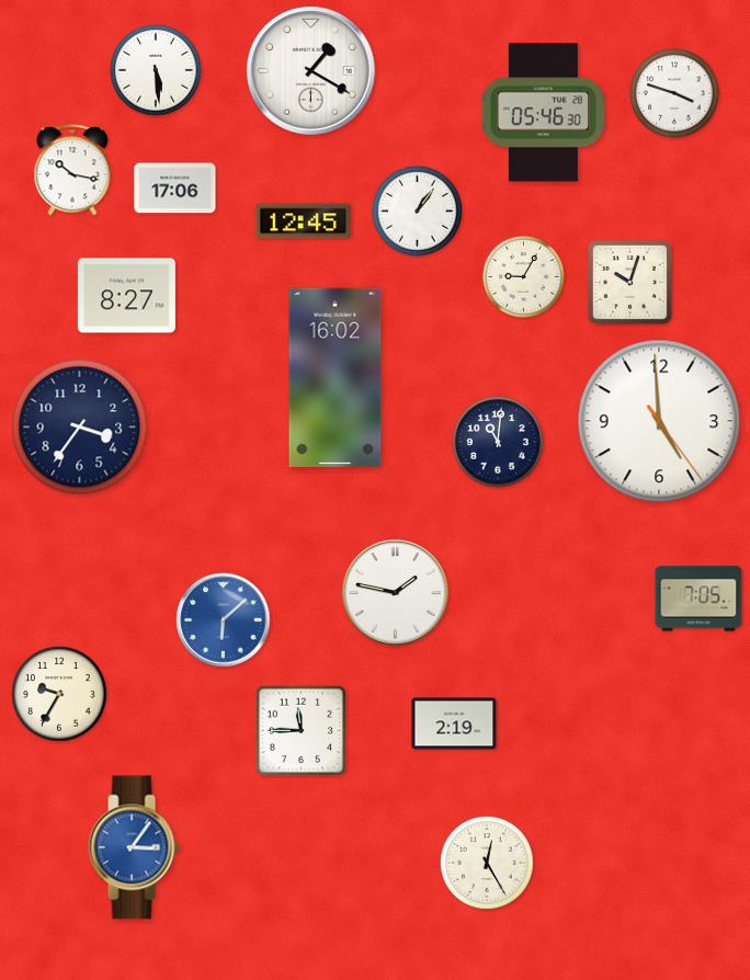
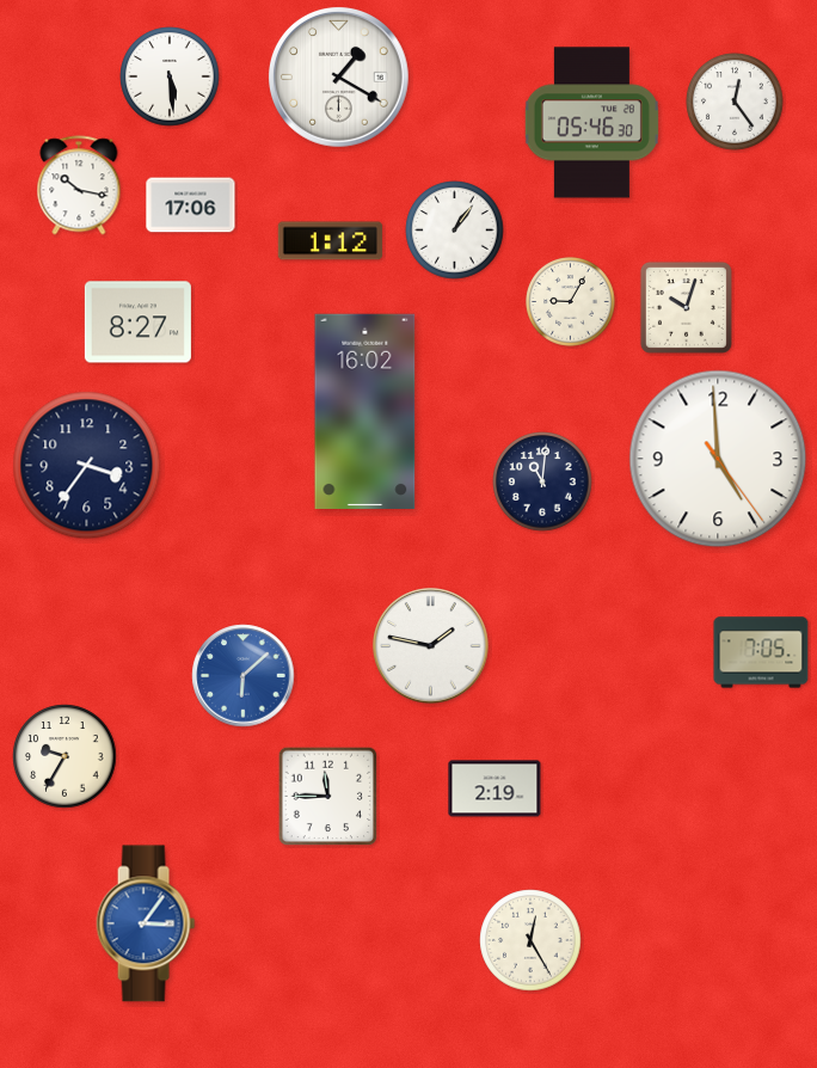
clock at (674, 93): 3:48 -> 12:24
clock at (303, 221): 12:45 -> 1:12
